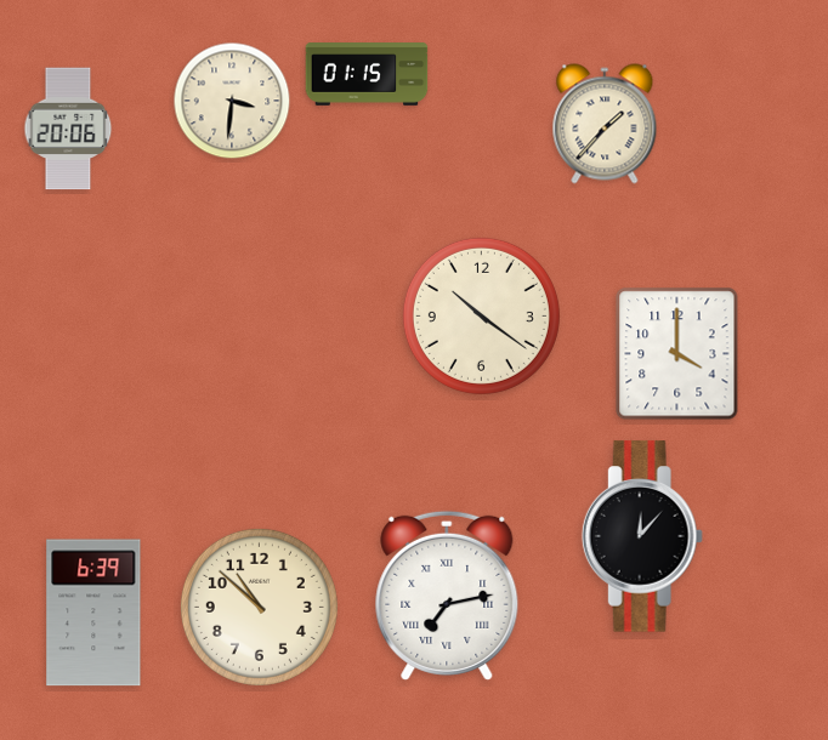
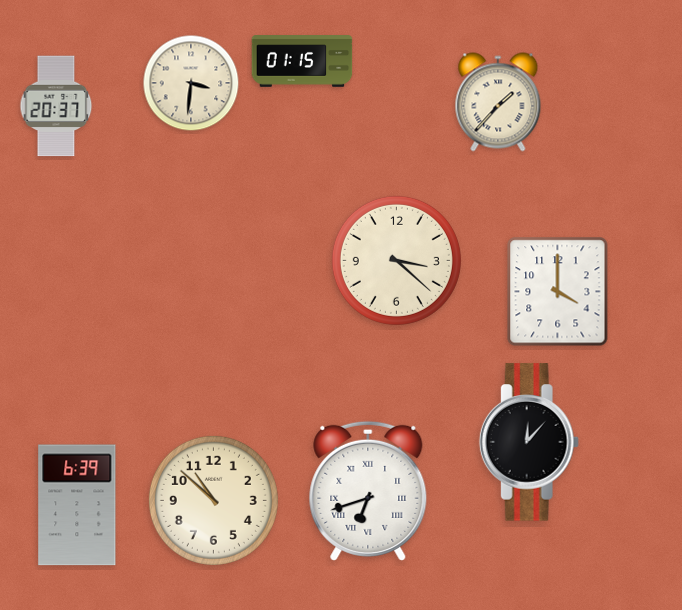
clock at (68, 129): 20:06 -> 20:37
clock at (481, 315): 10:21 -> 3:22
clock at (447, 596): 7:13 -> 6:42
